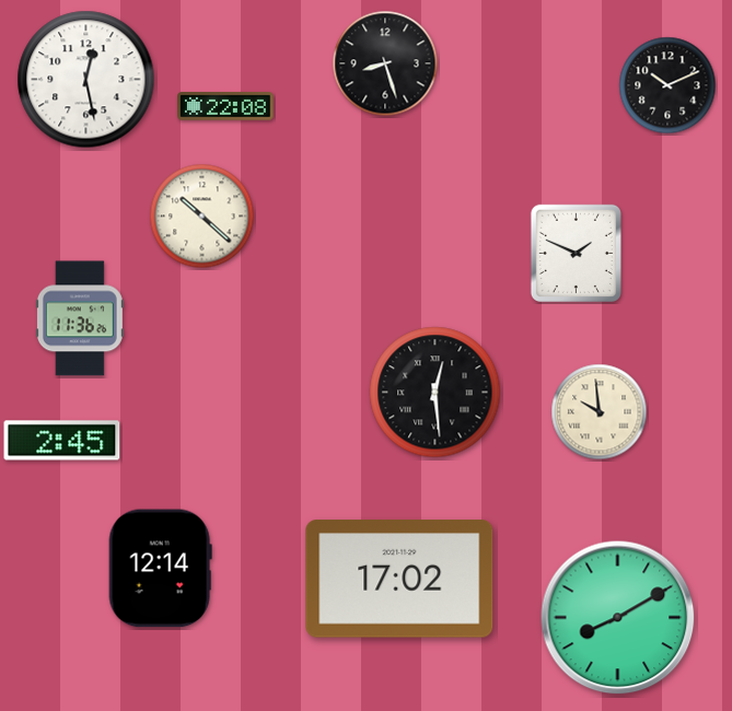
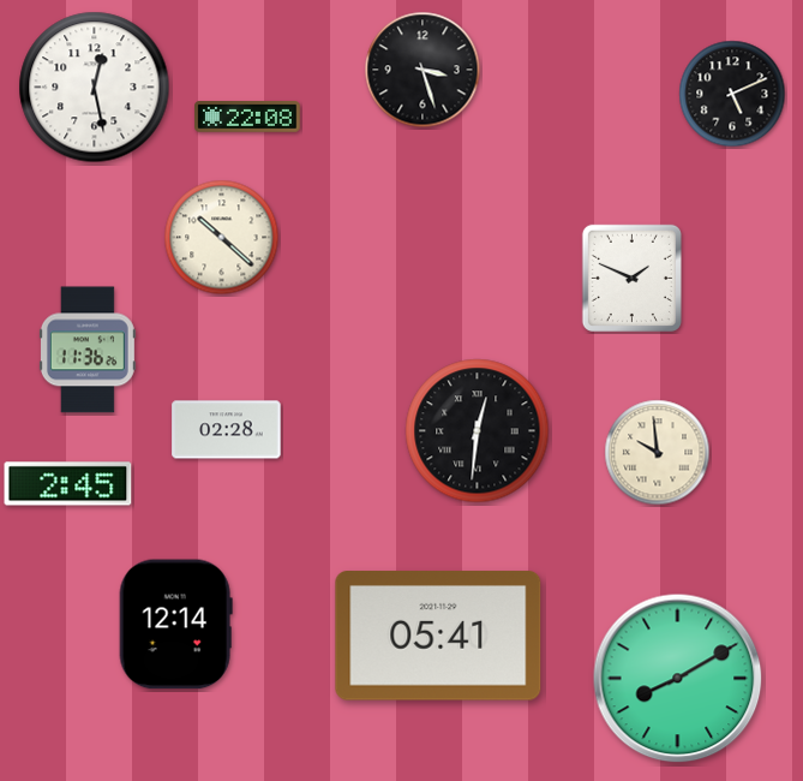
clock at (385, 63): 8:27 -> 3:27
clock at (667, 85): 10:11 -> 5:11
clock at (227, 430): none -> 02:28
clock at (435, 393): 12:29 -> 12:31
clock at (399, 579): 17:02 -> 05:41
